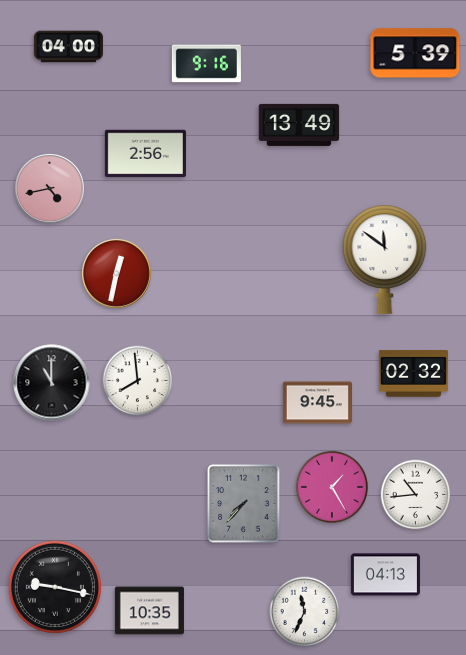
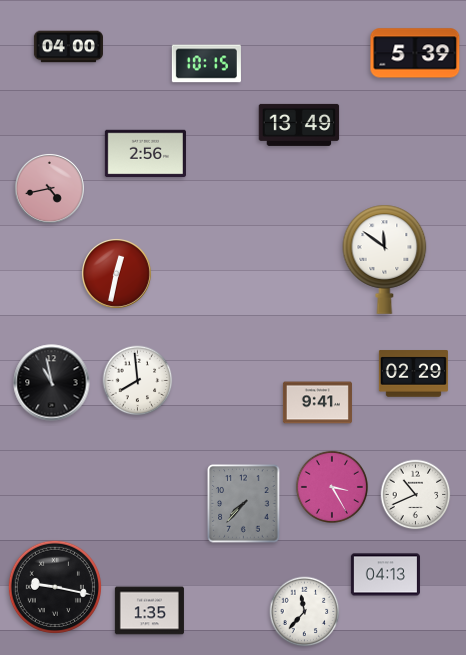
clock at (206, 64): 9:16 -> 10:15
clock at (413, 374): 02:32 -> 02:29
clock at (52, 383): 11:00 -> 10:58
clock at (317, 403): 9:45 -> 9:41
clock at (332, 487): 1:25 -> 3:25
clock at (416, 495): 10:44 -> 10:41
clock at (149, 611): 10:35 -> 1:35
clock at (305, 612): 11:34 -> 11:37
